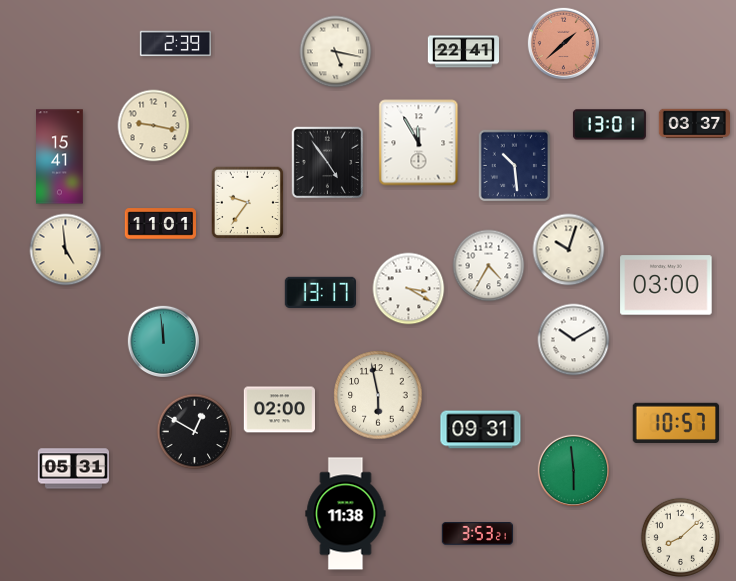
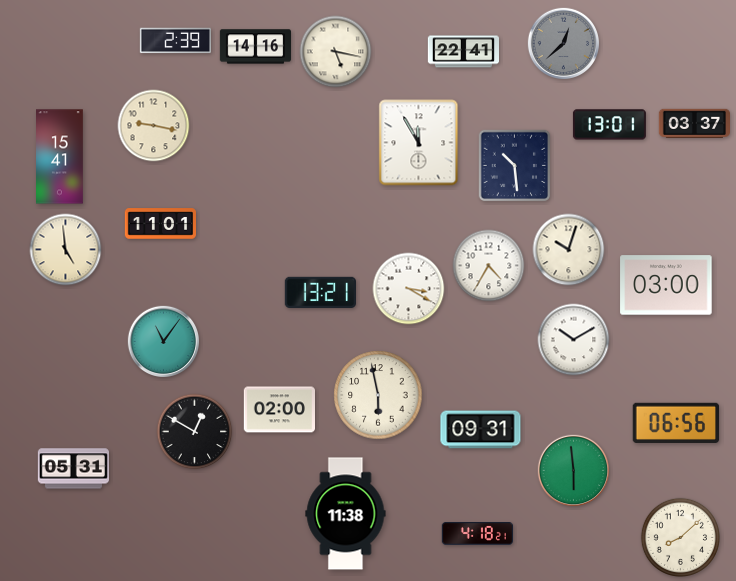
clock at (175, 44) position: (175, 44) -> (175, 41)
clock at (564, 44): 1:38 -> 12:38
clock at (564, 44) dial: salmon -> grey
clock at (255, 47): none -> 14:16
clock at (328, 163): 4:54 -> none
clock at (248, 203): 9:36 -> none
clock at (320, 293): 13:17 -> 13:21
clock at (164, 342): 11:59 -> 11:06
clock at (676, 422): 10:57 -> 06:56
clock at (477, 534): 3:53 -> 4:18
